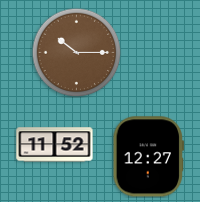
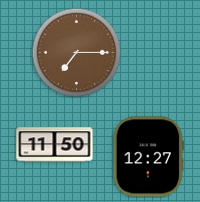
clock at (76, 52): 10:15 -> 7:15
clock at (55, 145): 11:52 -> 11:50
